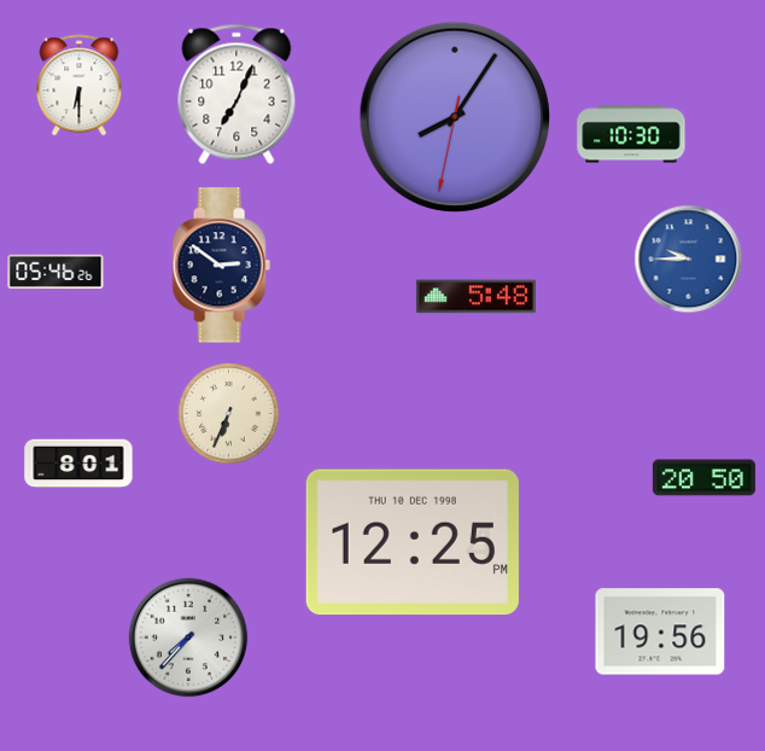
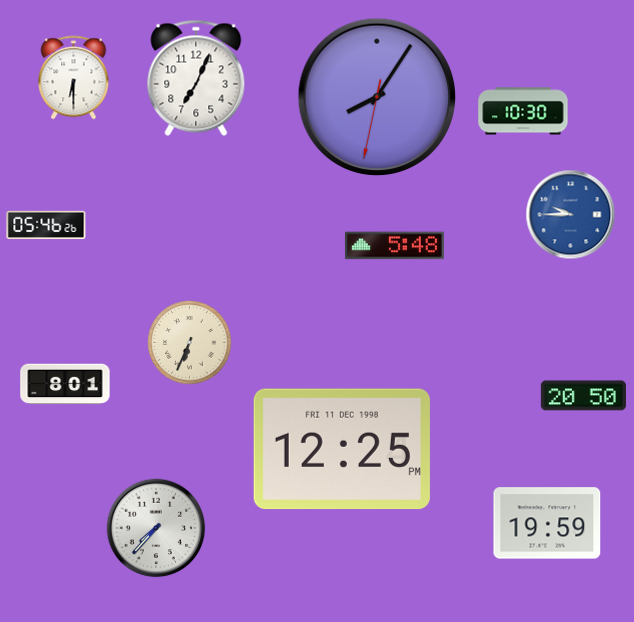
clock at (80, 86) position: (80, 86) -> (74, 78)
clock at (221, 266): 2:51 -> none
clock at (413, 542) date: THU 10 DEC 1998 -> FRI 11 DEC 1998
clock at (660, 631): 19:56 -> 19:59
